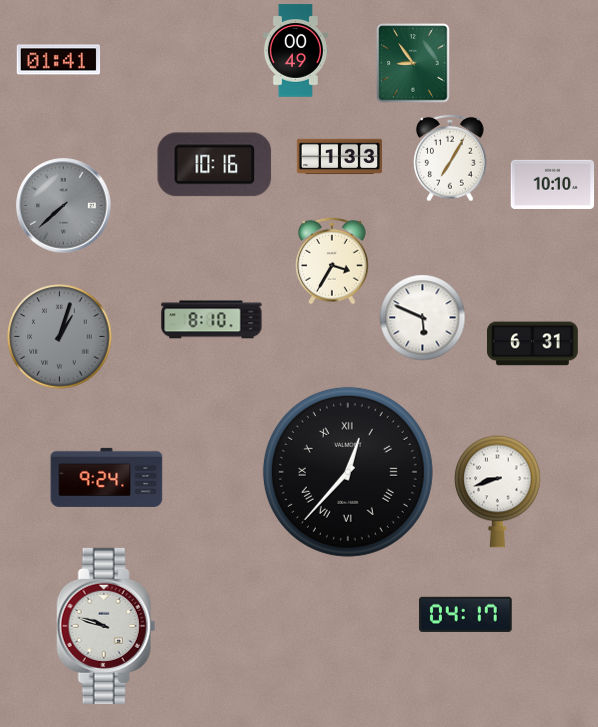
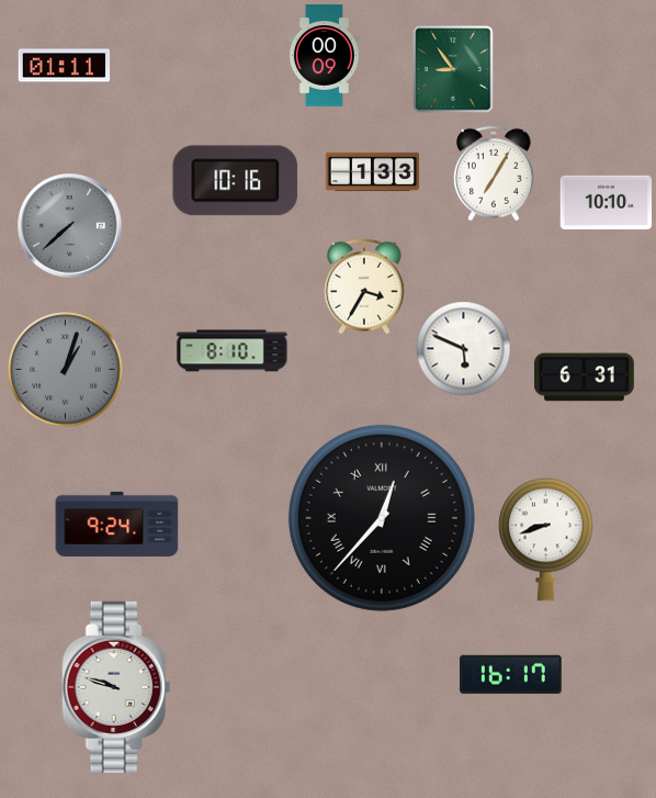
clock at (295, 51): 00:49 -> 00:09
clock at (59, 60): 01:41 -> 01:11
clock at (466, 614): 04:17 -> 16:17
